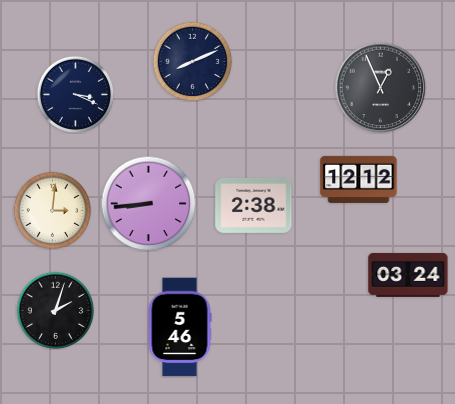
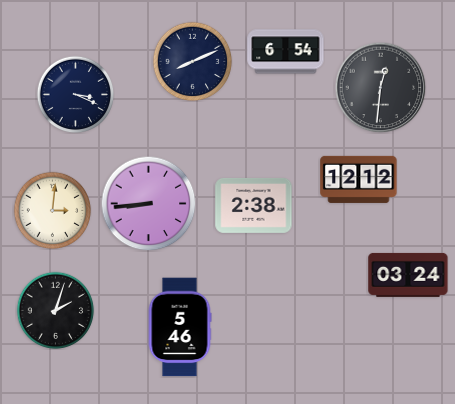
clock at (286, 52): none -> 6:54
clock at (380, 87): 12:56 -> 12:31
